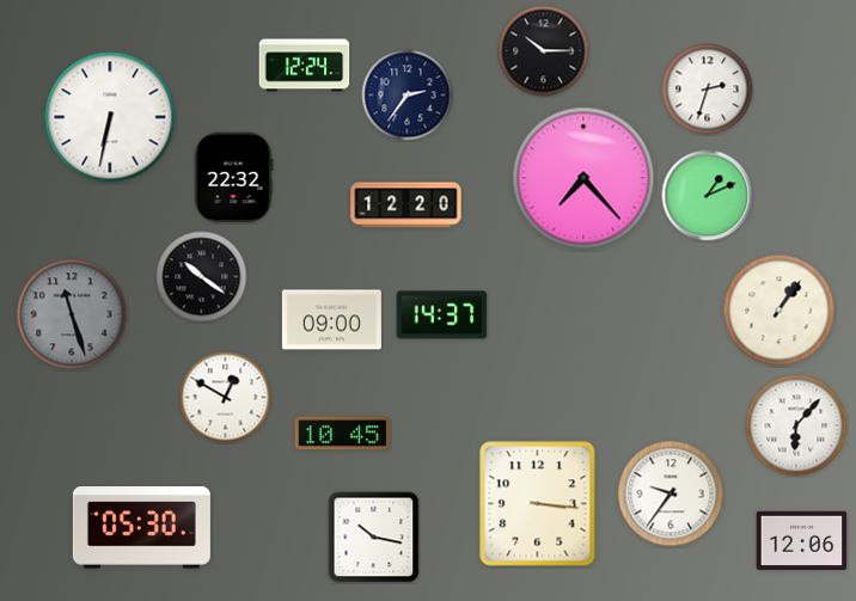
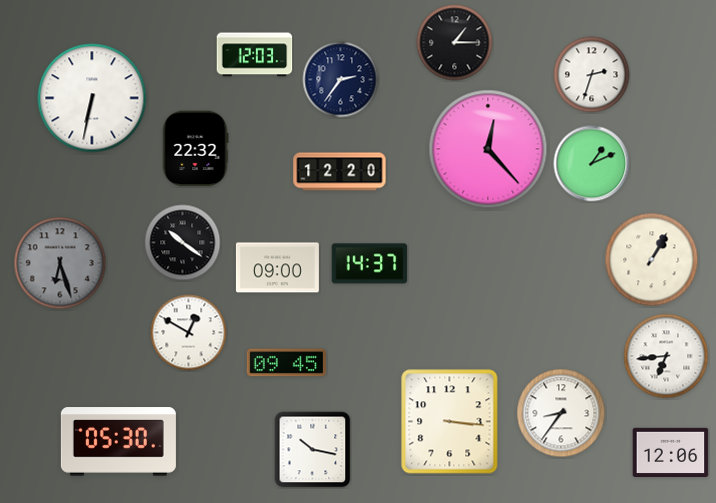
clock at (544, 51): 10:15 -> 1:15
clock at (305, 66): 12:24 -> 12:03
clock at (583, 178): 7:23 -> 12:23
clock at (202, 277) position: (202, 277) -> (183, 243)
clock at (779, 311): 1:06 -> 1:05
clock at (72, 314): 11:27 -> 6:27
clock at (796, 425): 6:07 -> 6:44
clock at (342, 434): 10:45 -> 09:45
clock at (671, 493): 9:36 -> 8:36
